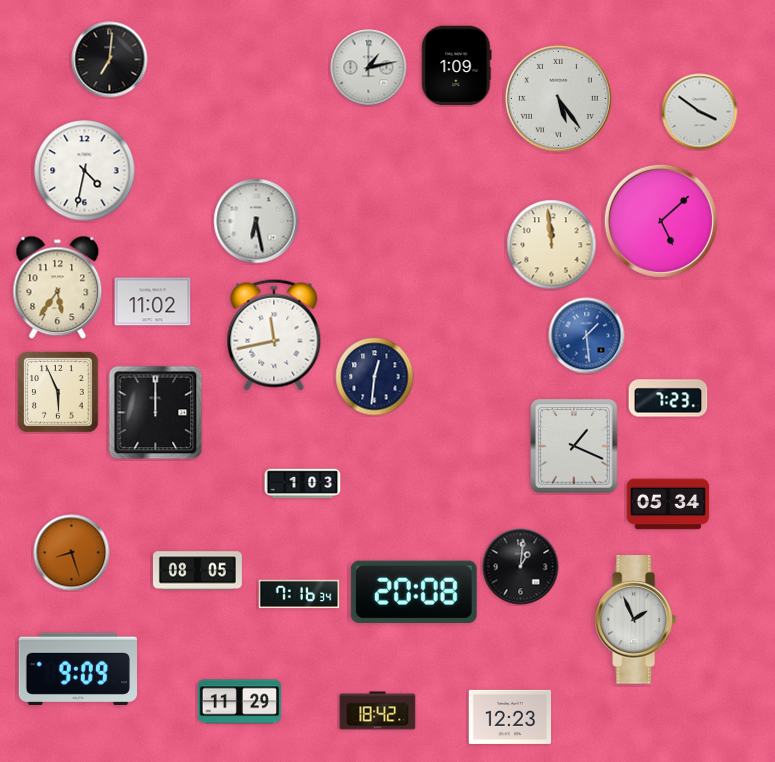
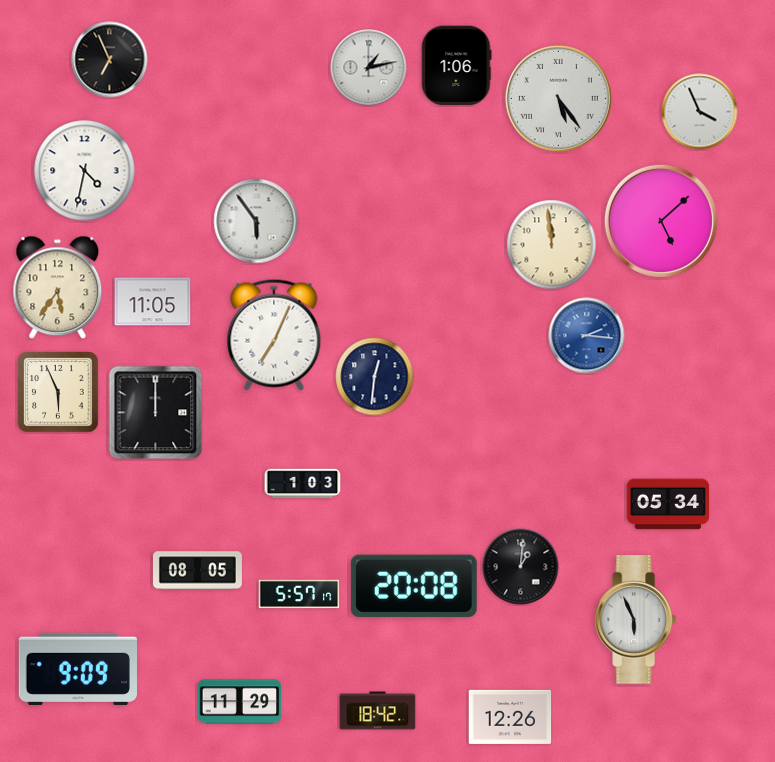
clock at (110, 60): 7:01 -> 6:56
clock at (457, 66): 1:09 -> 1:06
clock at (700, 112): 3:51 -> 3:56
clock at (256, 221): 6:28 -> 5:54
clock at (153, 302): 11:02 -> 11:05
clock at (274, 335): 11:43 -> 7:04
clock at (587, 336): 1:29 -> 2:16
clock at (668, 398): 7:23 -> none
clock at (574, 446): 1:19 -> none
clock at (72, 553): 8:27 -> none
clock at (414, 592) position: (414, 592) -> (414, 586)
clock at (299, 594): 7:16 -> 5:57
clock at (635, 620): 1:56 -> 5:56
clock at (510, 717): 12:23 -> 12:26
